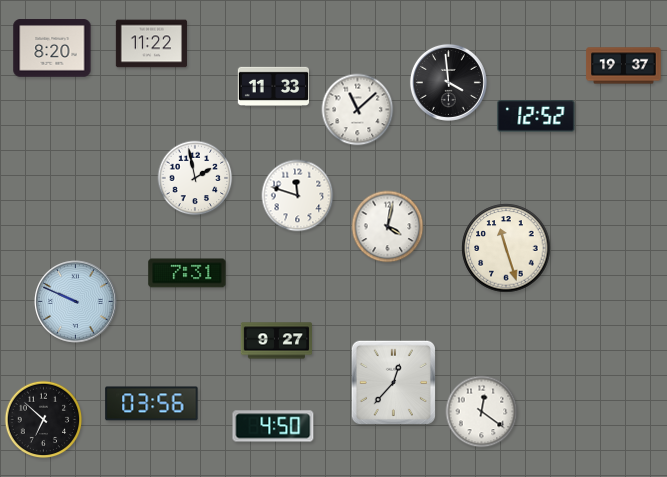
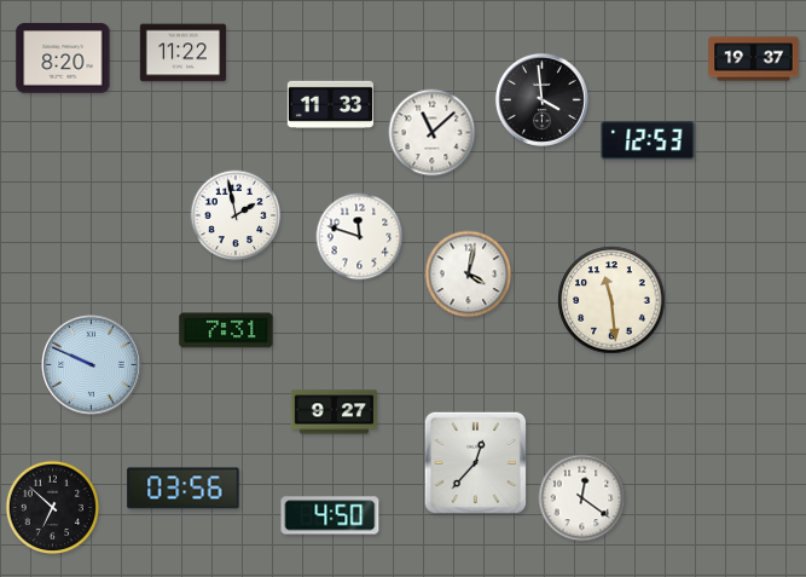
clock at (624, 66) position: (624, 66) -> (754, 59)
clock at (536, 116): 12:52 -> 12:53
clock at (506, 248): 11:27 -> 11:29
